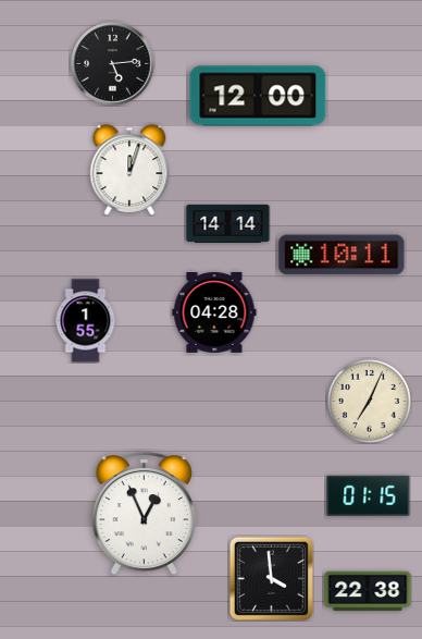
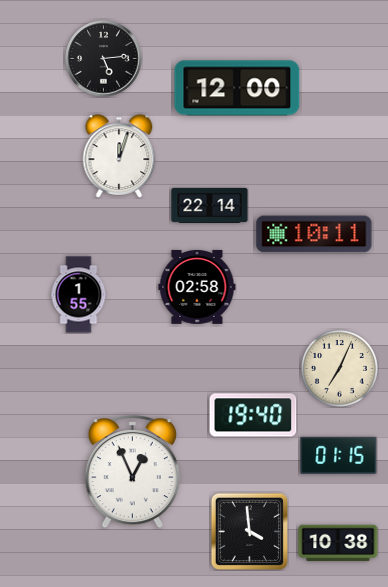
clock at (228, 223): 14:14 -> 22:14
clock at (214, 312): 04:28 -> 02:58
clock at (253, 415): none -> 19:40
clock at (368, 591): 22:38 -> 10:38
